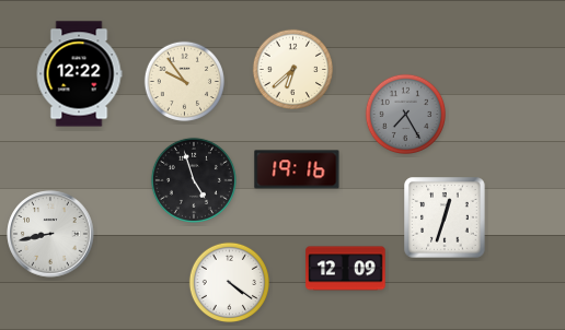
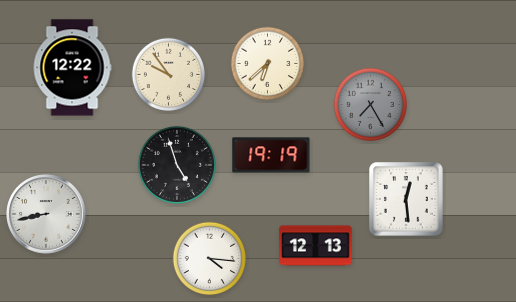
clock at (297, 169): 19:16 -> 19:19
clock at (445, 217): 12:33 -> 12:29
clock at (346, 269): 12:09 -> 12:13
clock at (230, 283): 4:21 -> 4:16
